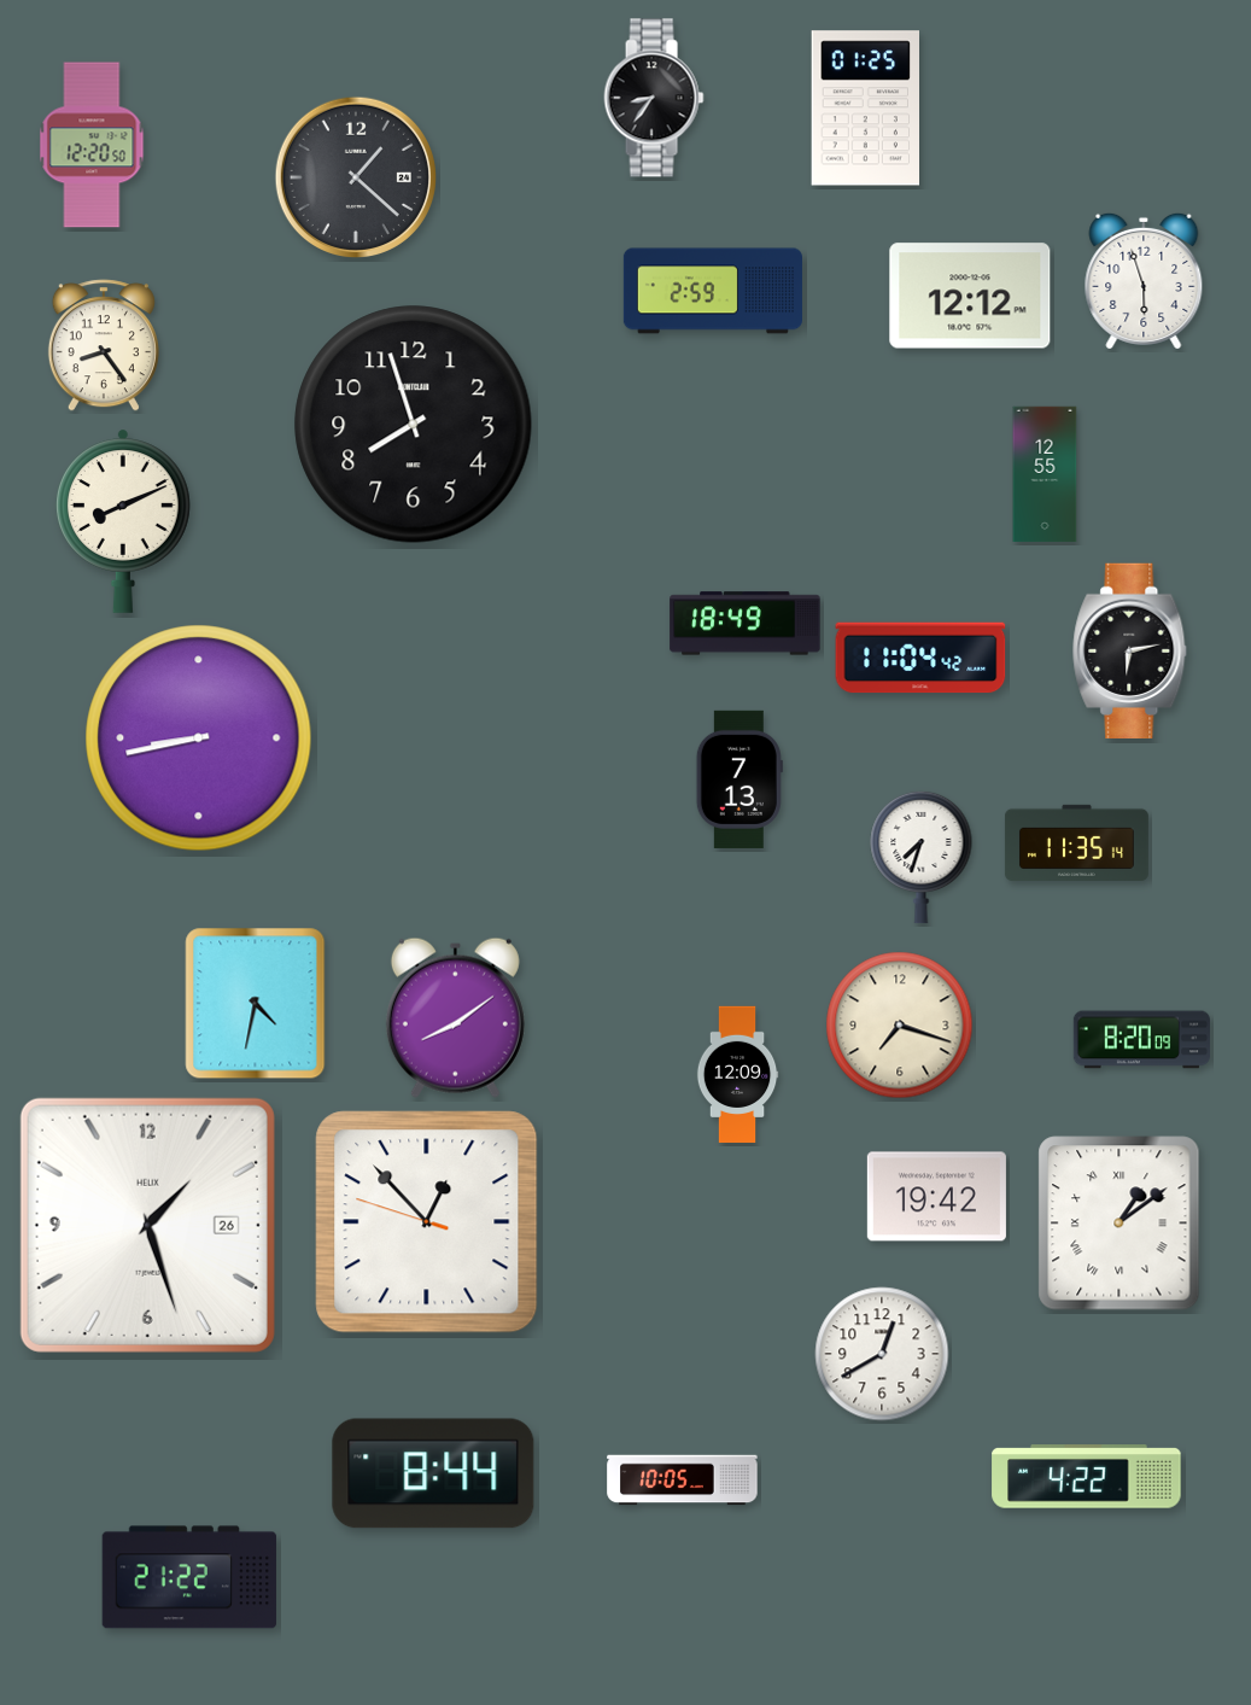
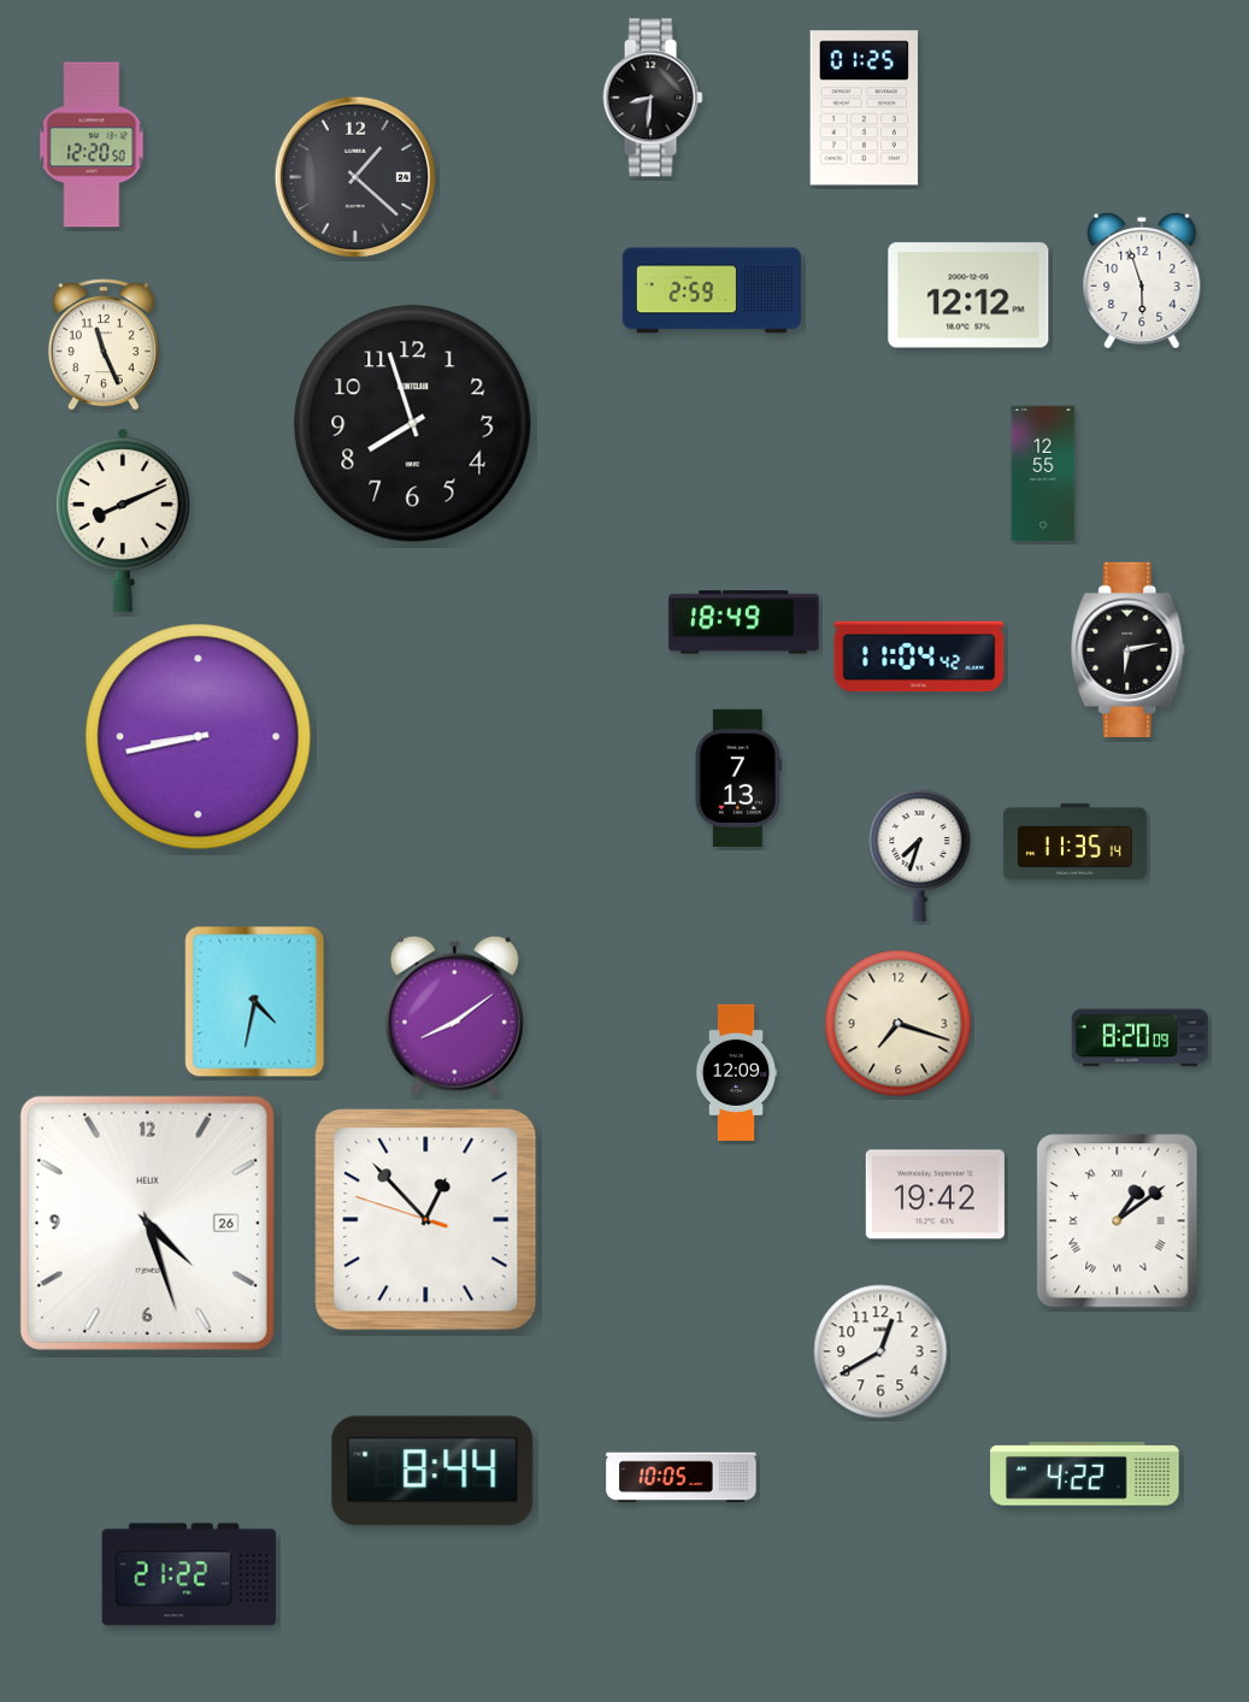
clock at (654, 98): 8:36 -> 8:31
clock at (104, 345): 8:24 -> 11:26
clock at (147, 1225): 1:27 -> 4:27
